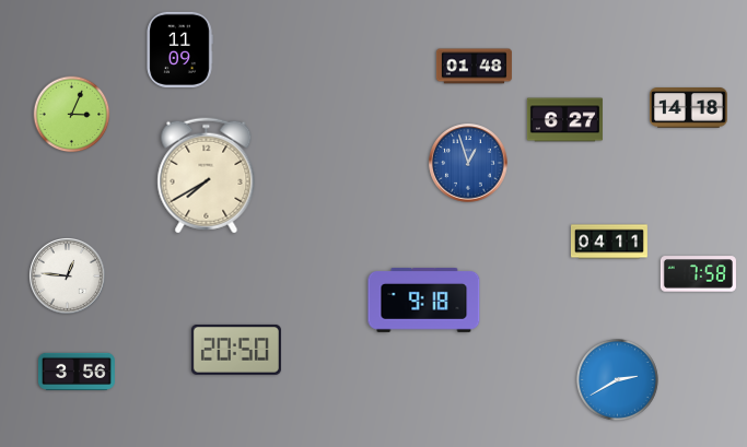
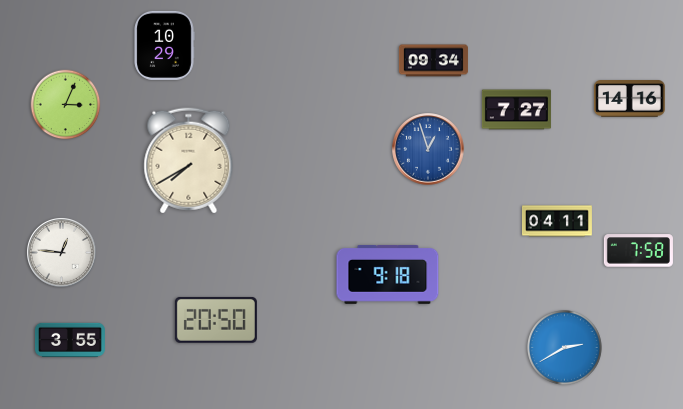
clock at (179, 49): 11:09 -> 10:29
clock at (474, 67): 01:48 -> 09:34
clock at (689, 108): 14:18 -> 14:16
clock at (564, 120): 6:27 -> 7:27
clock at (77, 370): 3:56 -> 3:55
